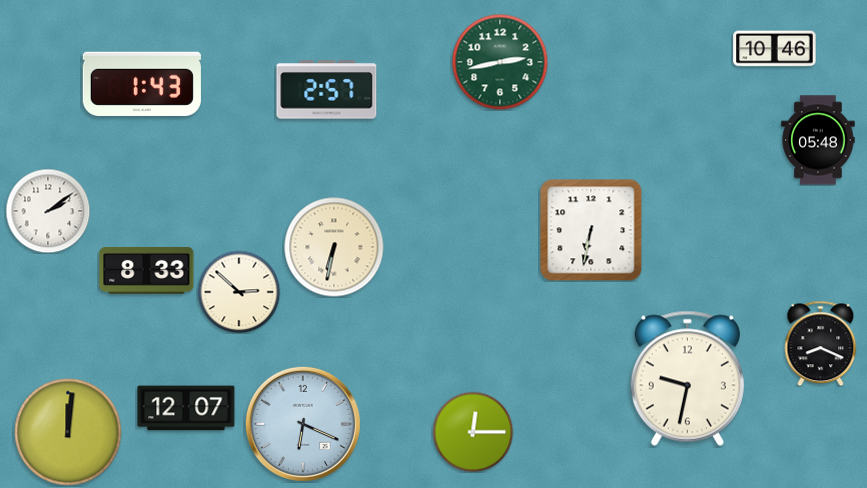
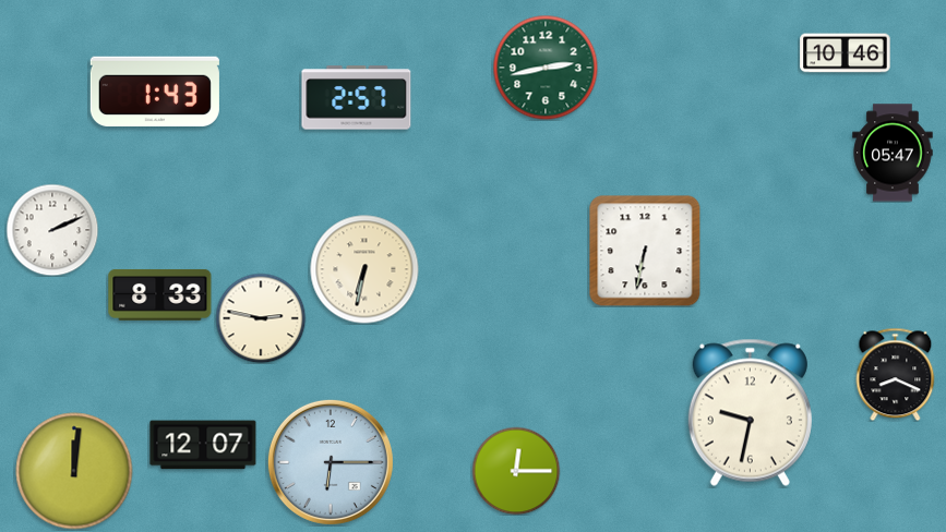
clock at (818, 140): 05:48 -> 05:47
clock at (48, 211): 2:09 -> 2:11
clock at (239, 292): 2:52 -> 2:47
clock at (303, 424): 6:19 -> 6:15
